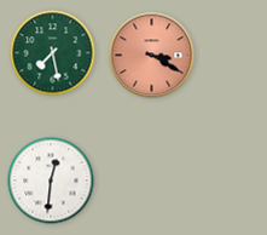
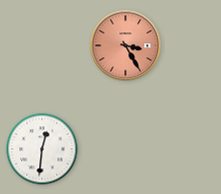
clock at (53, 53): 7:28 -> none
clock at (152, 56): 3:20 -> 3:25
